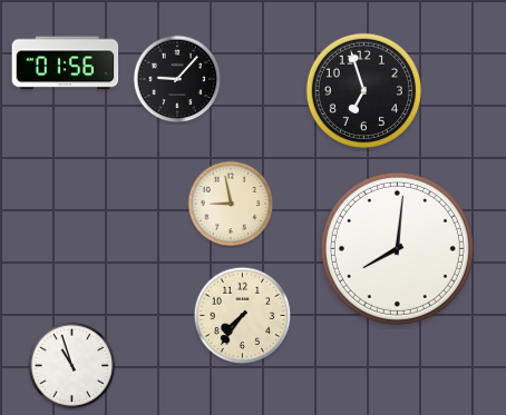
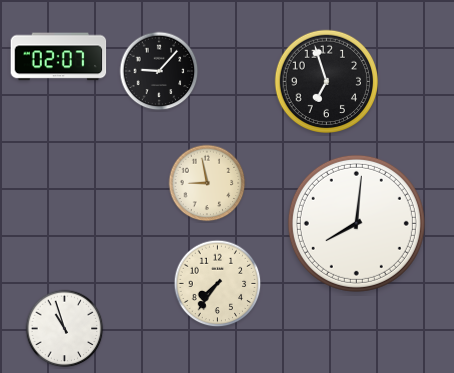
clock at (66, 63): 01:56 -> 02:07
